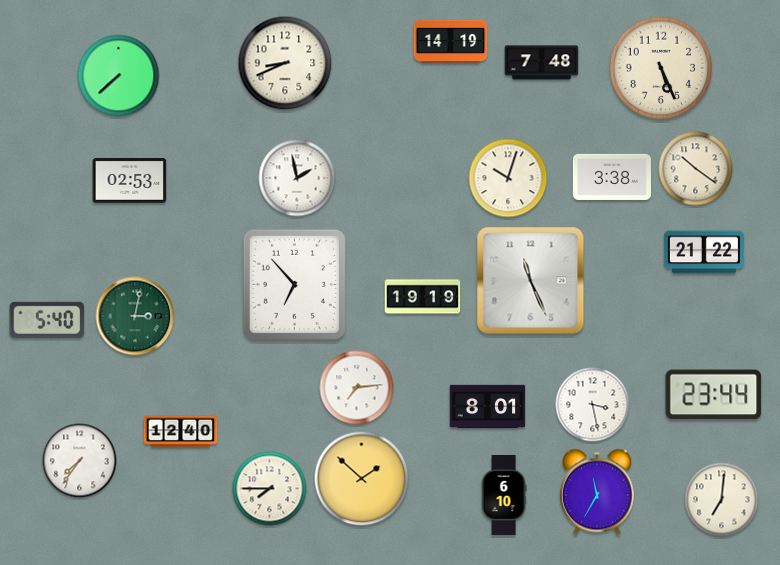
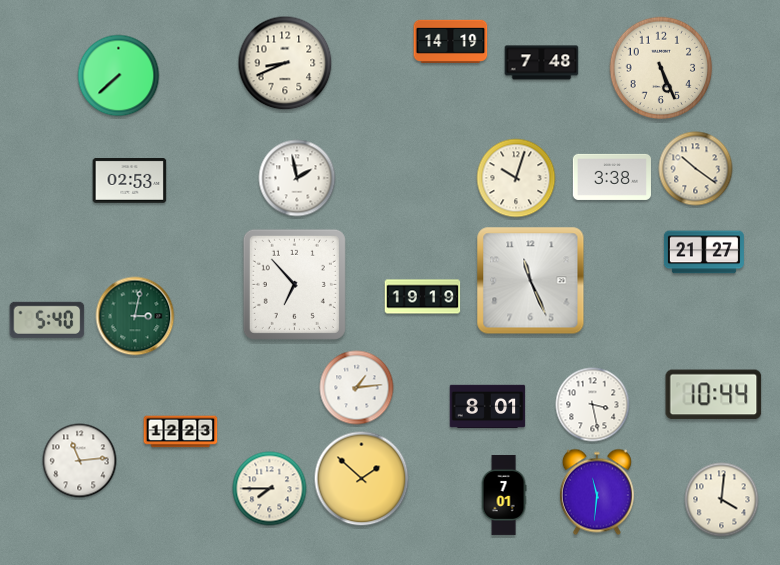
clock at (508, 178) position: (508, 178) -> (516, 178)
clock at (704, 252): 21:22 -> 21:27
clock at (357, 388): 7:14 -> 1:14
clock at (714, 395): 23:44 -> 10:44
clock at (181, 432): 12:40 -> 12:23
clock at (80, 461): 7:36 -> 11:14
clock at (597, 492): 11:35 -> 11:31
clock at (504, 495): 6:10 -> 7:01
clock at (722, 500): 7:01 -> 4:01
